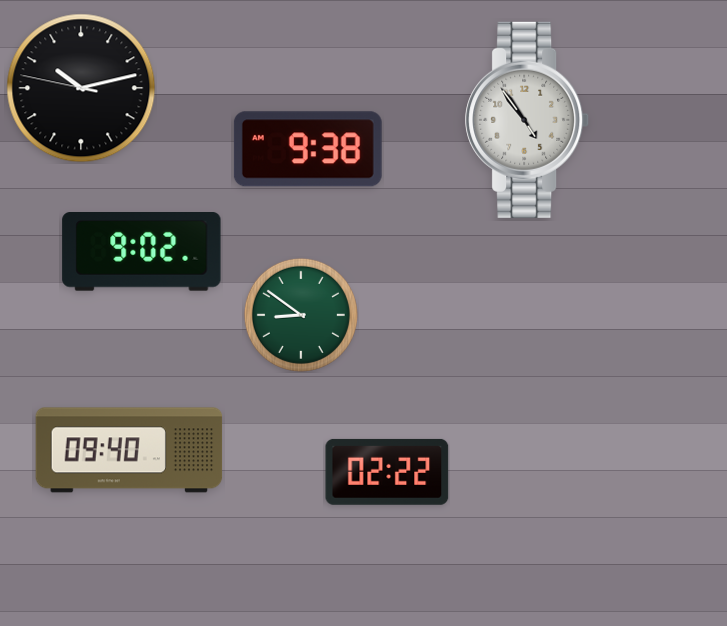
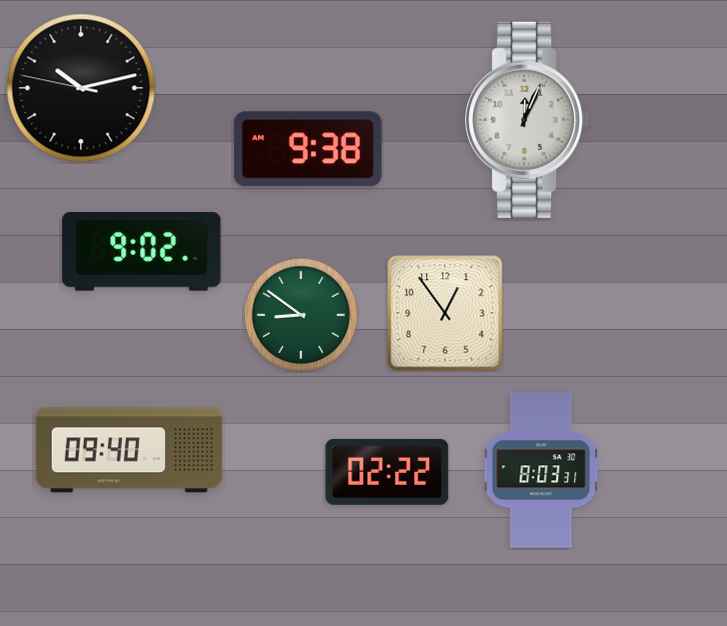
clock at (528, 120): 4:54 -> 12:04
clock at (445, 313): none -> 12:54
clock at (541, 470): none -> 8:03
